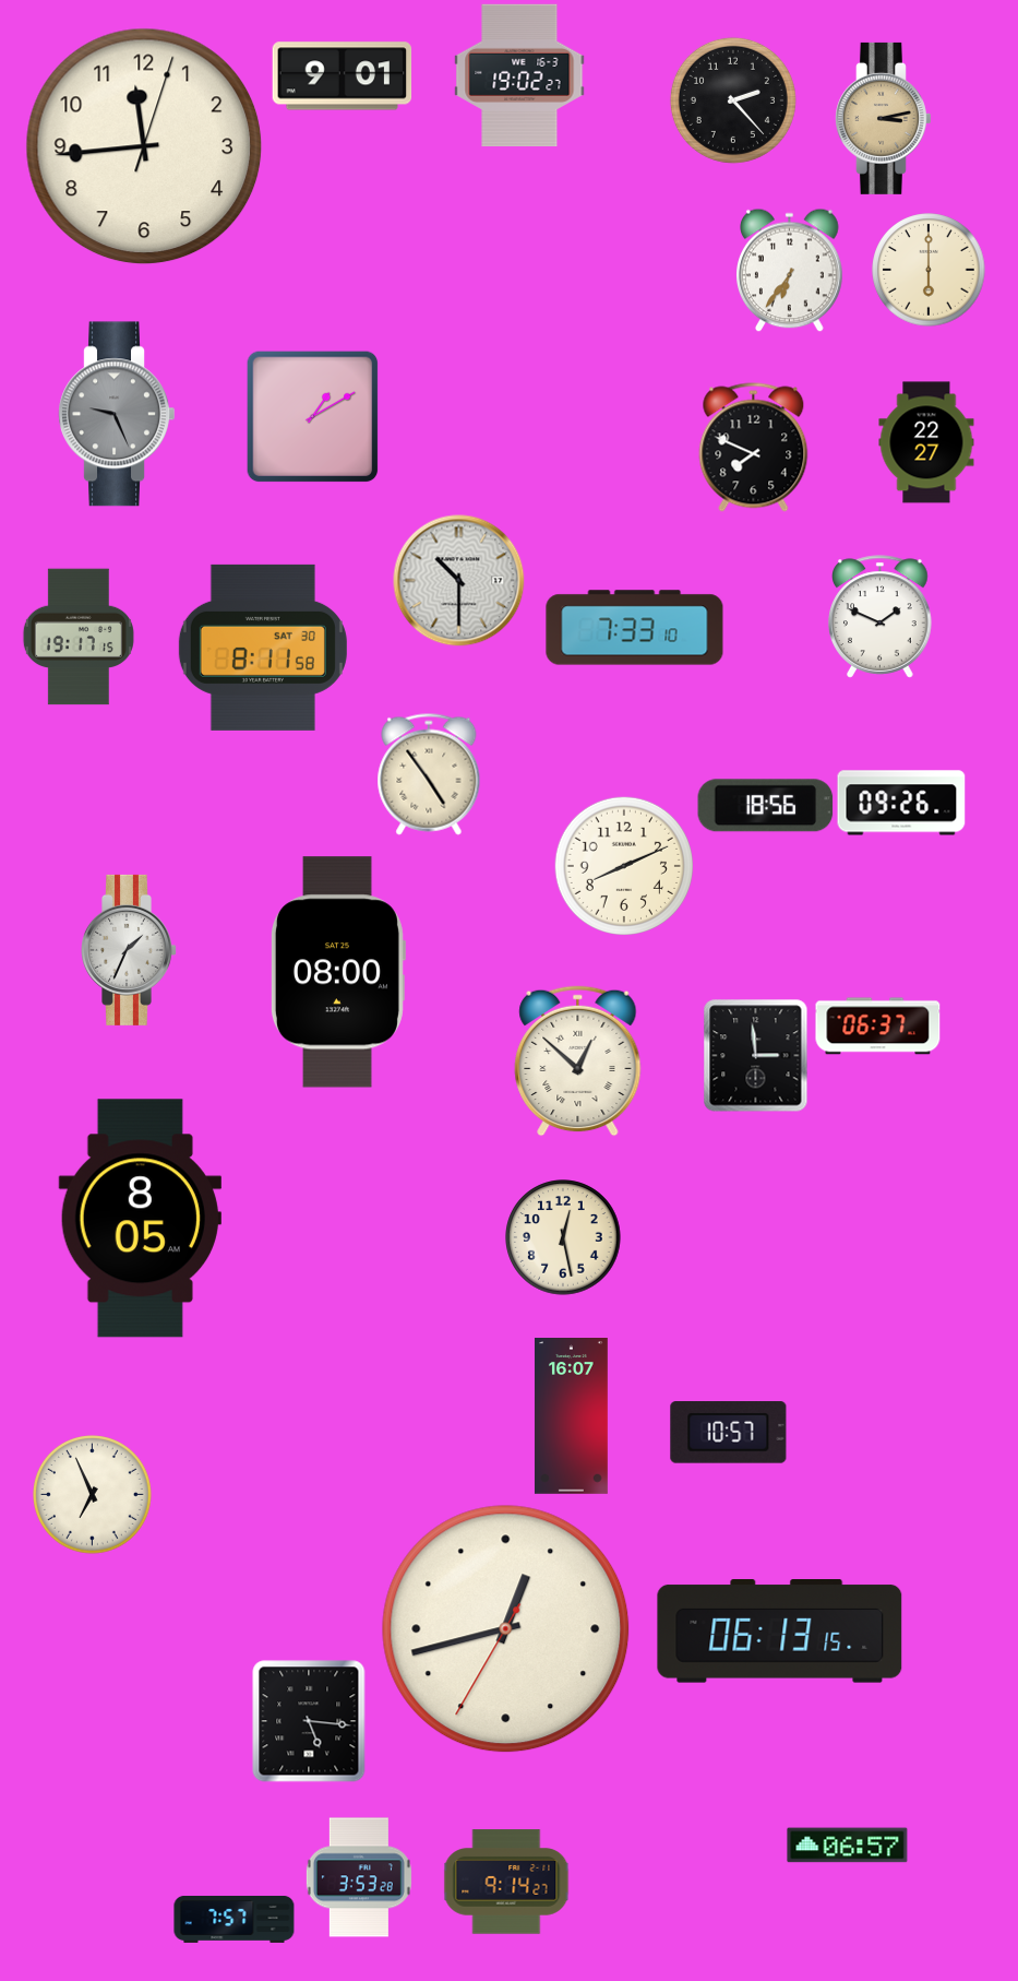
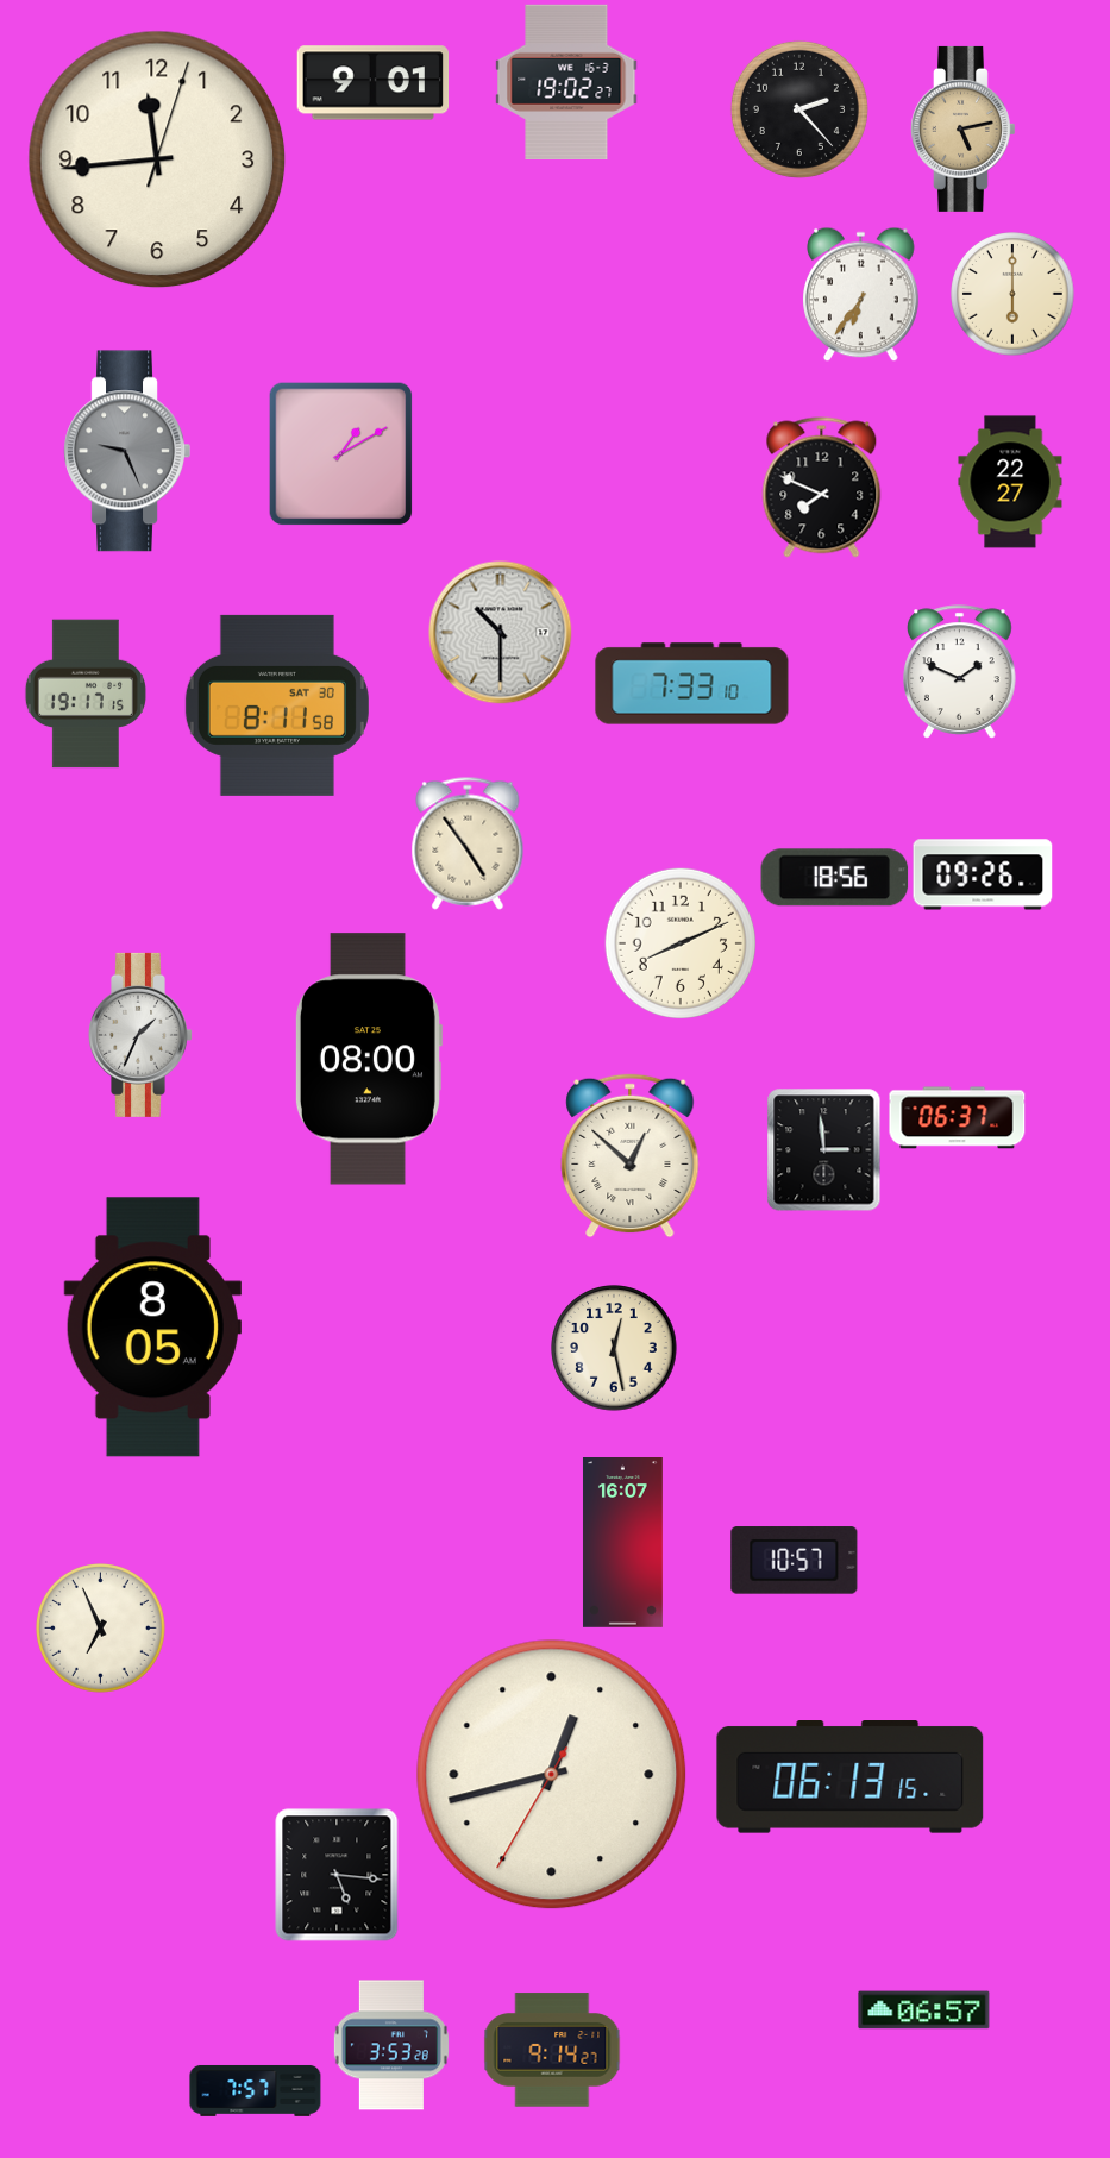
clock at (884, 118): 3:13 -> 5:13
clock at (263, 648) position: (263, 648) -> (277, 705)
